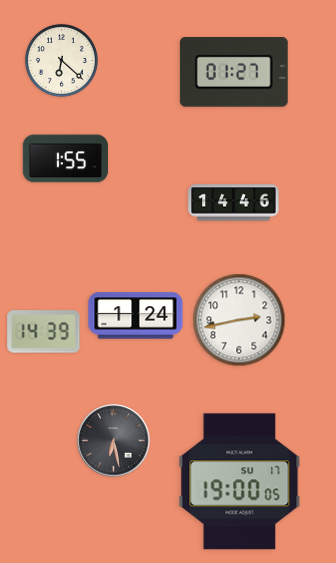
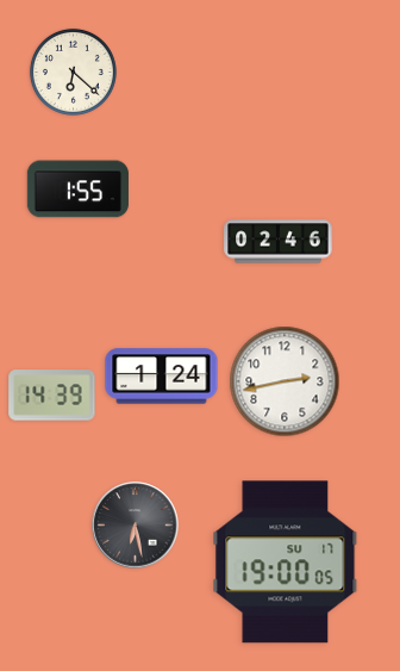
clock at (234, 73): 01:27 -> none
clock at (234, 203): 14:46 -> 02:46
clock at (240, 482) position: (240, 482) -> (286, 563)
